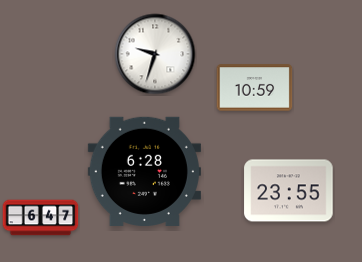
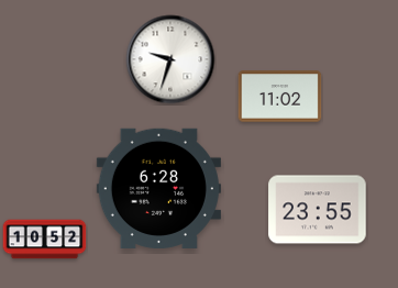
clock at (255, 88): 10:59 -> 11:02
clock at (41, 218): 6:47 -> 10:52
